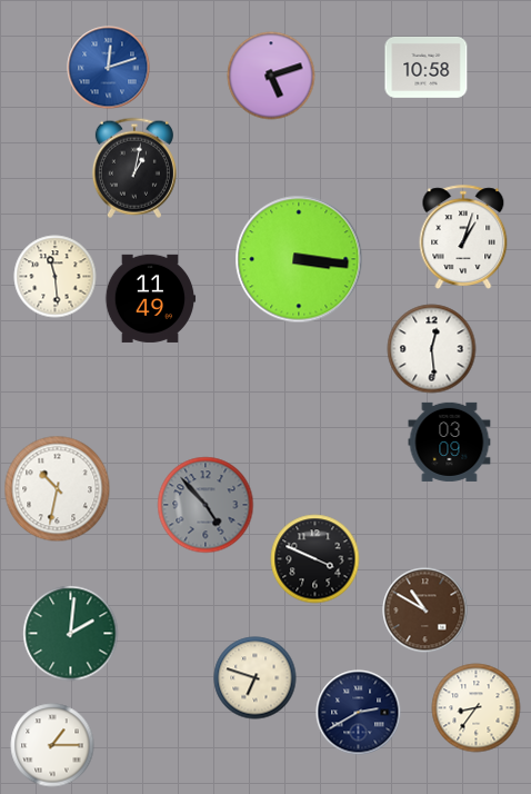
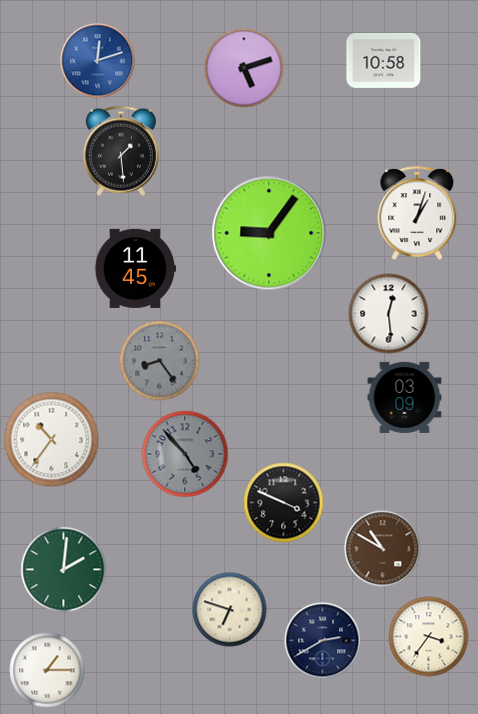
clock at (134, 168): 1:02 -> 1:29
clock at (299, 259): 3:16 -> 9:06
clock at (56, 277): 11:29 -> none
clock at (150, 298): 11:49 -> 11:45
clock at (160, 361): none -> 8:24
clock at (58, 489): 10:32 -> 10:36
clock at (477, 708): 8:36 -> 3:36
